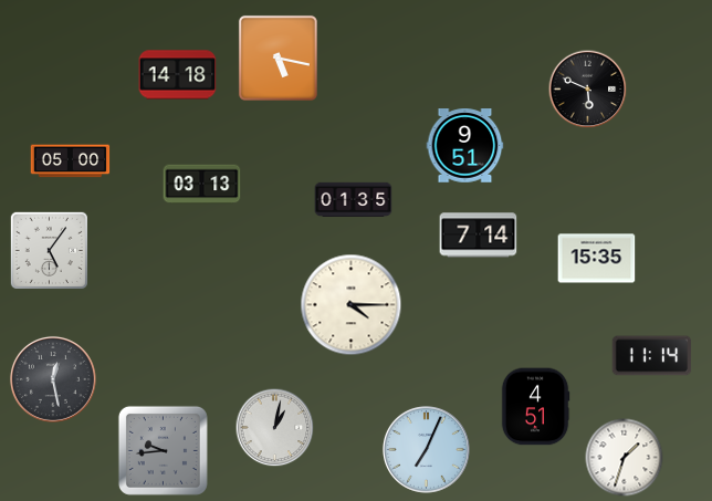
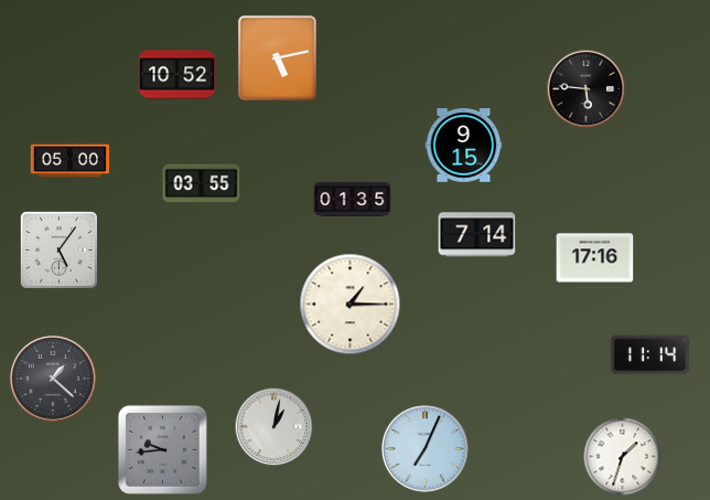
clock at (278, 58): 5:17 -> 5:13
clock at (178, 75): 14:18 -> 10:52
clock at (588, 90): 5:49 -> 5:46
clock at (465, 146): 9:51 -> 9:15
clock at (202, 185): 03:13 -> 03:55
clock at (49, 250) position: (49, 250) -> (58, 249)
clock at (597, 259): 15:35 -> 17:16
clock at (352, 305): 4:15 -> 1:15
clock at (53, 379): 12:28 -> 1:22
clock at (535, 407): 4:51 -> none
